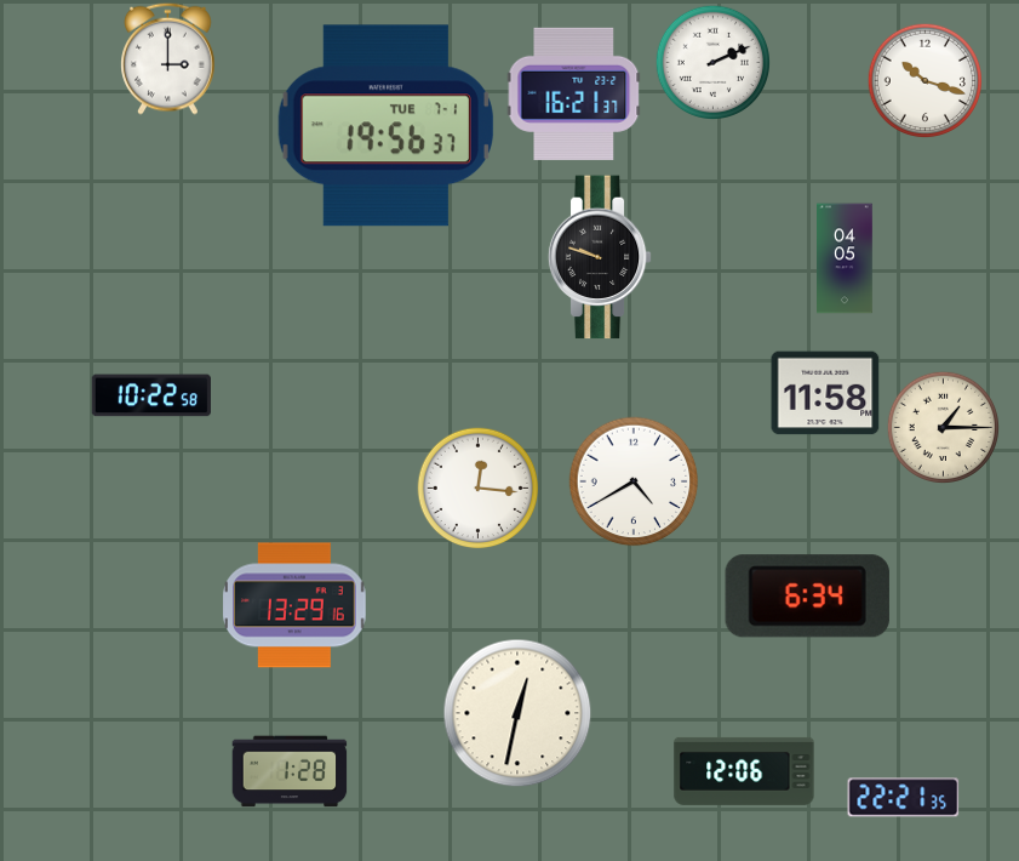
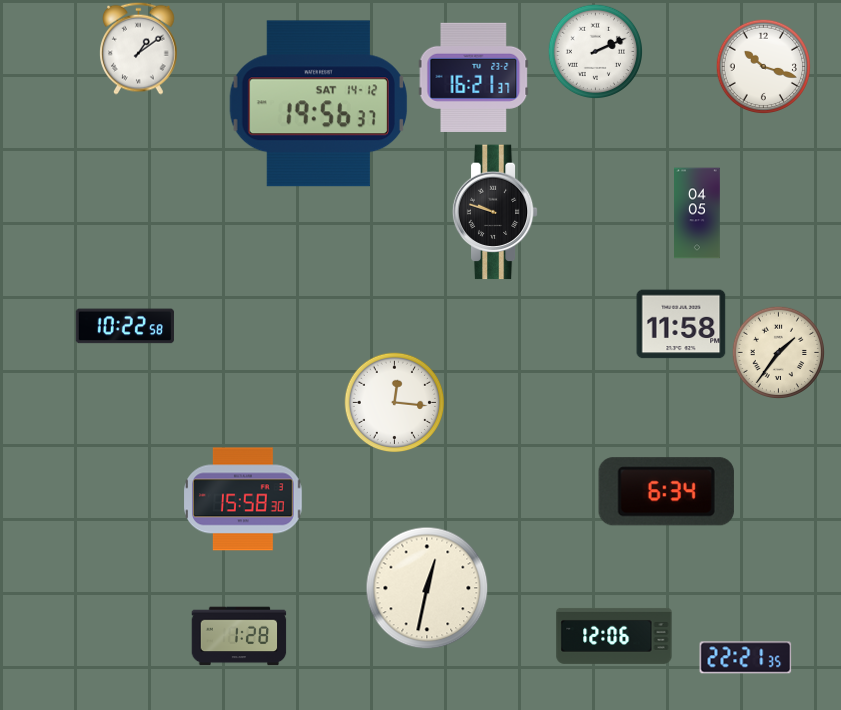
clock at (168, 58): 3:00 -> 1:09
clock at (712, 62) position: (712, 62) -> (595, 51)
clock at (385, 126) date: TUE 7-1 -> SAT 14-12
clock at (943, 427): 1:15 -> 1:36
clock at (634, 481): 4:40 -> none
clock at (294, 605): 13:29 -> 15:58
